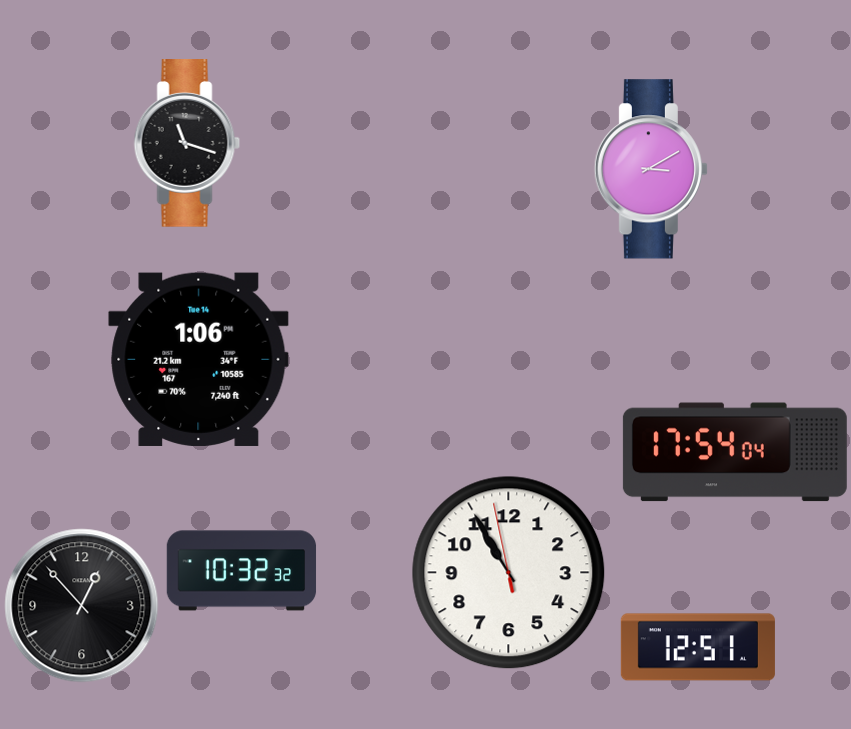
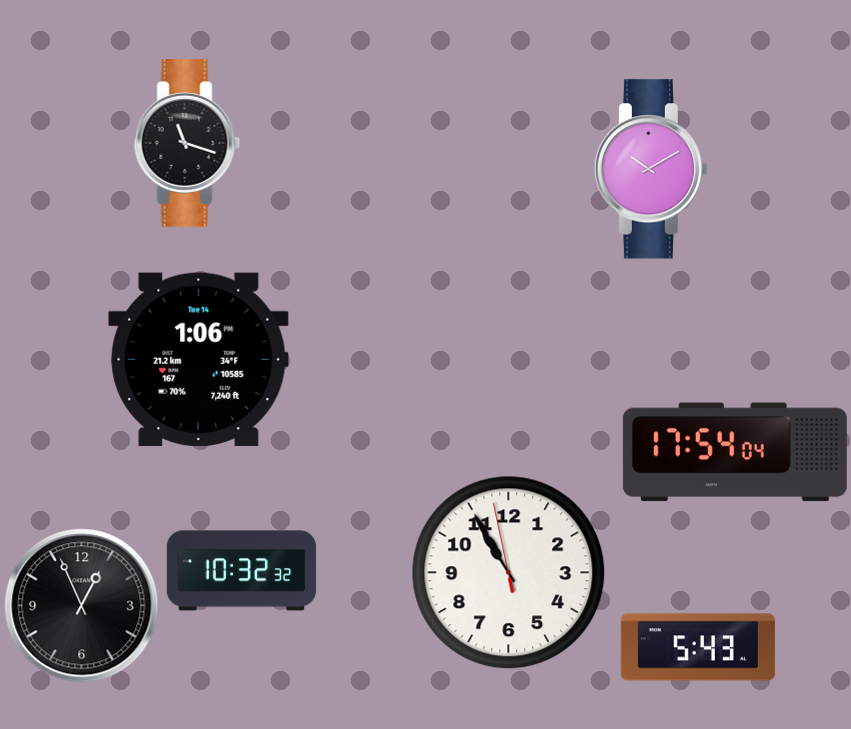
clock at (651, 169): 3:10 -> 10:10
clock at (82, 606): 12:53 -> 12:56
clock at (698, 647): 12:51 -> 5:43
